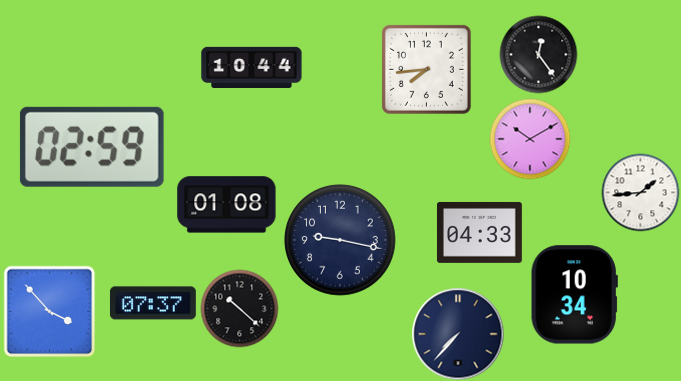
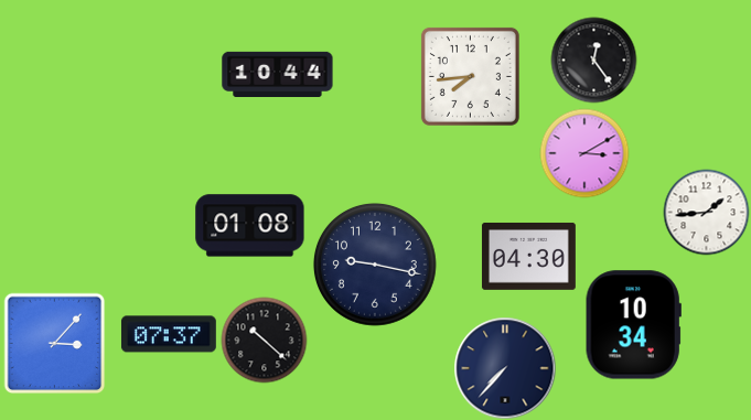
clock at (530, 139): 10:10 -> 3:10
clock at (92, 147): 02:59 -> none
clock at (479, 232): 04:33 -> 04:30
clock at (49, 311): 3:53 -> 3:07
